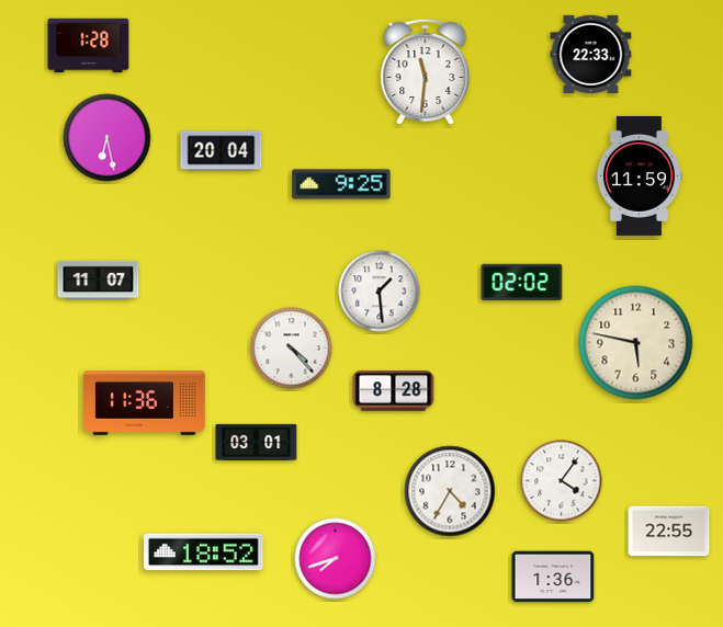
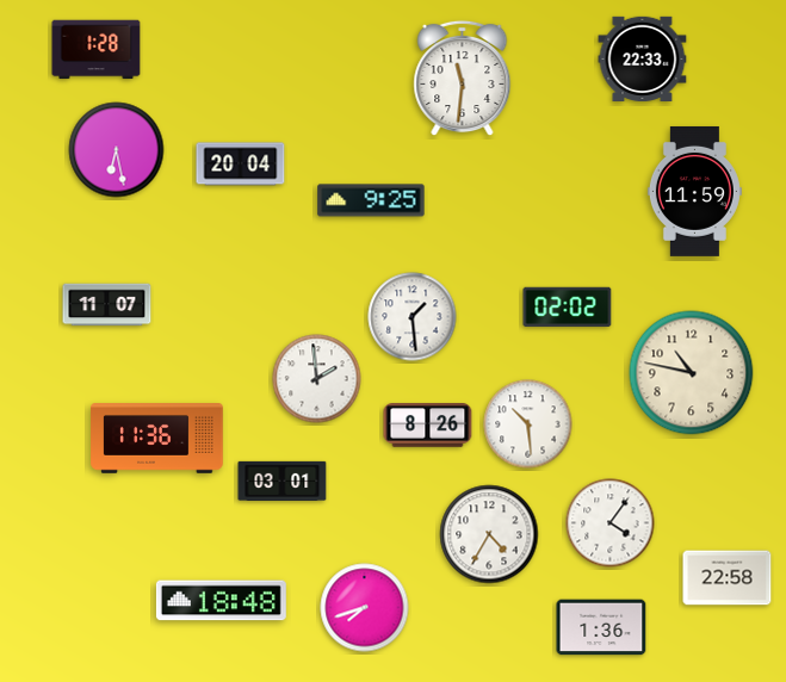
clock at (636, 343): 5:47 -> 10:47
clock at (292, 349): 4:23 -> 1:59
clock at (528, 424): none -> 10:29
clock at (394, 391): 8:28 -> 8:26
clock at (257, 442) position: (257, 442) -> (283, 480)
clock at (669, 532): 22:55 -> 22:58
clock at (203, 552): 18:52 -> 18:48
